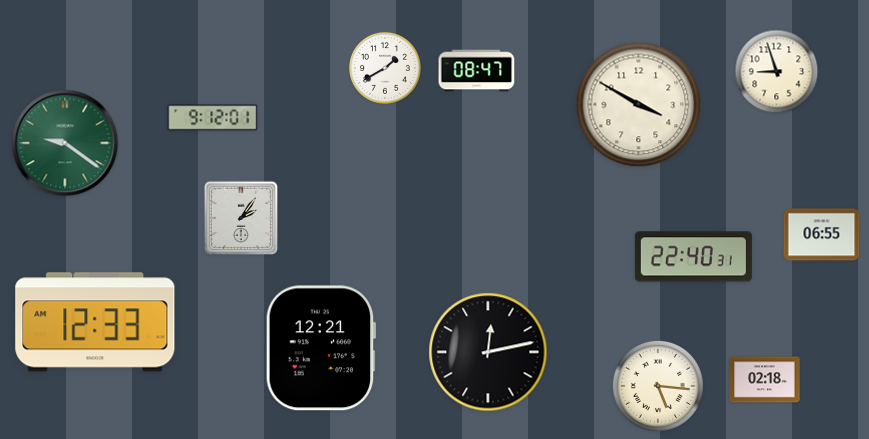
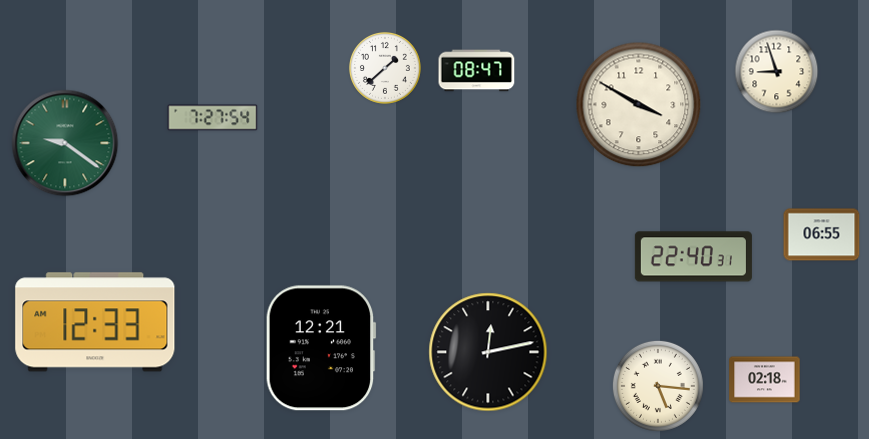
clock at (385, 68): 1:40 -> 1:38
clock at (213, 118): 9:12 -> 7:27
clock at (241, 218): 2:06 -> none
